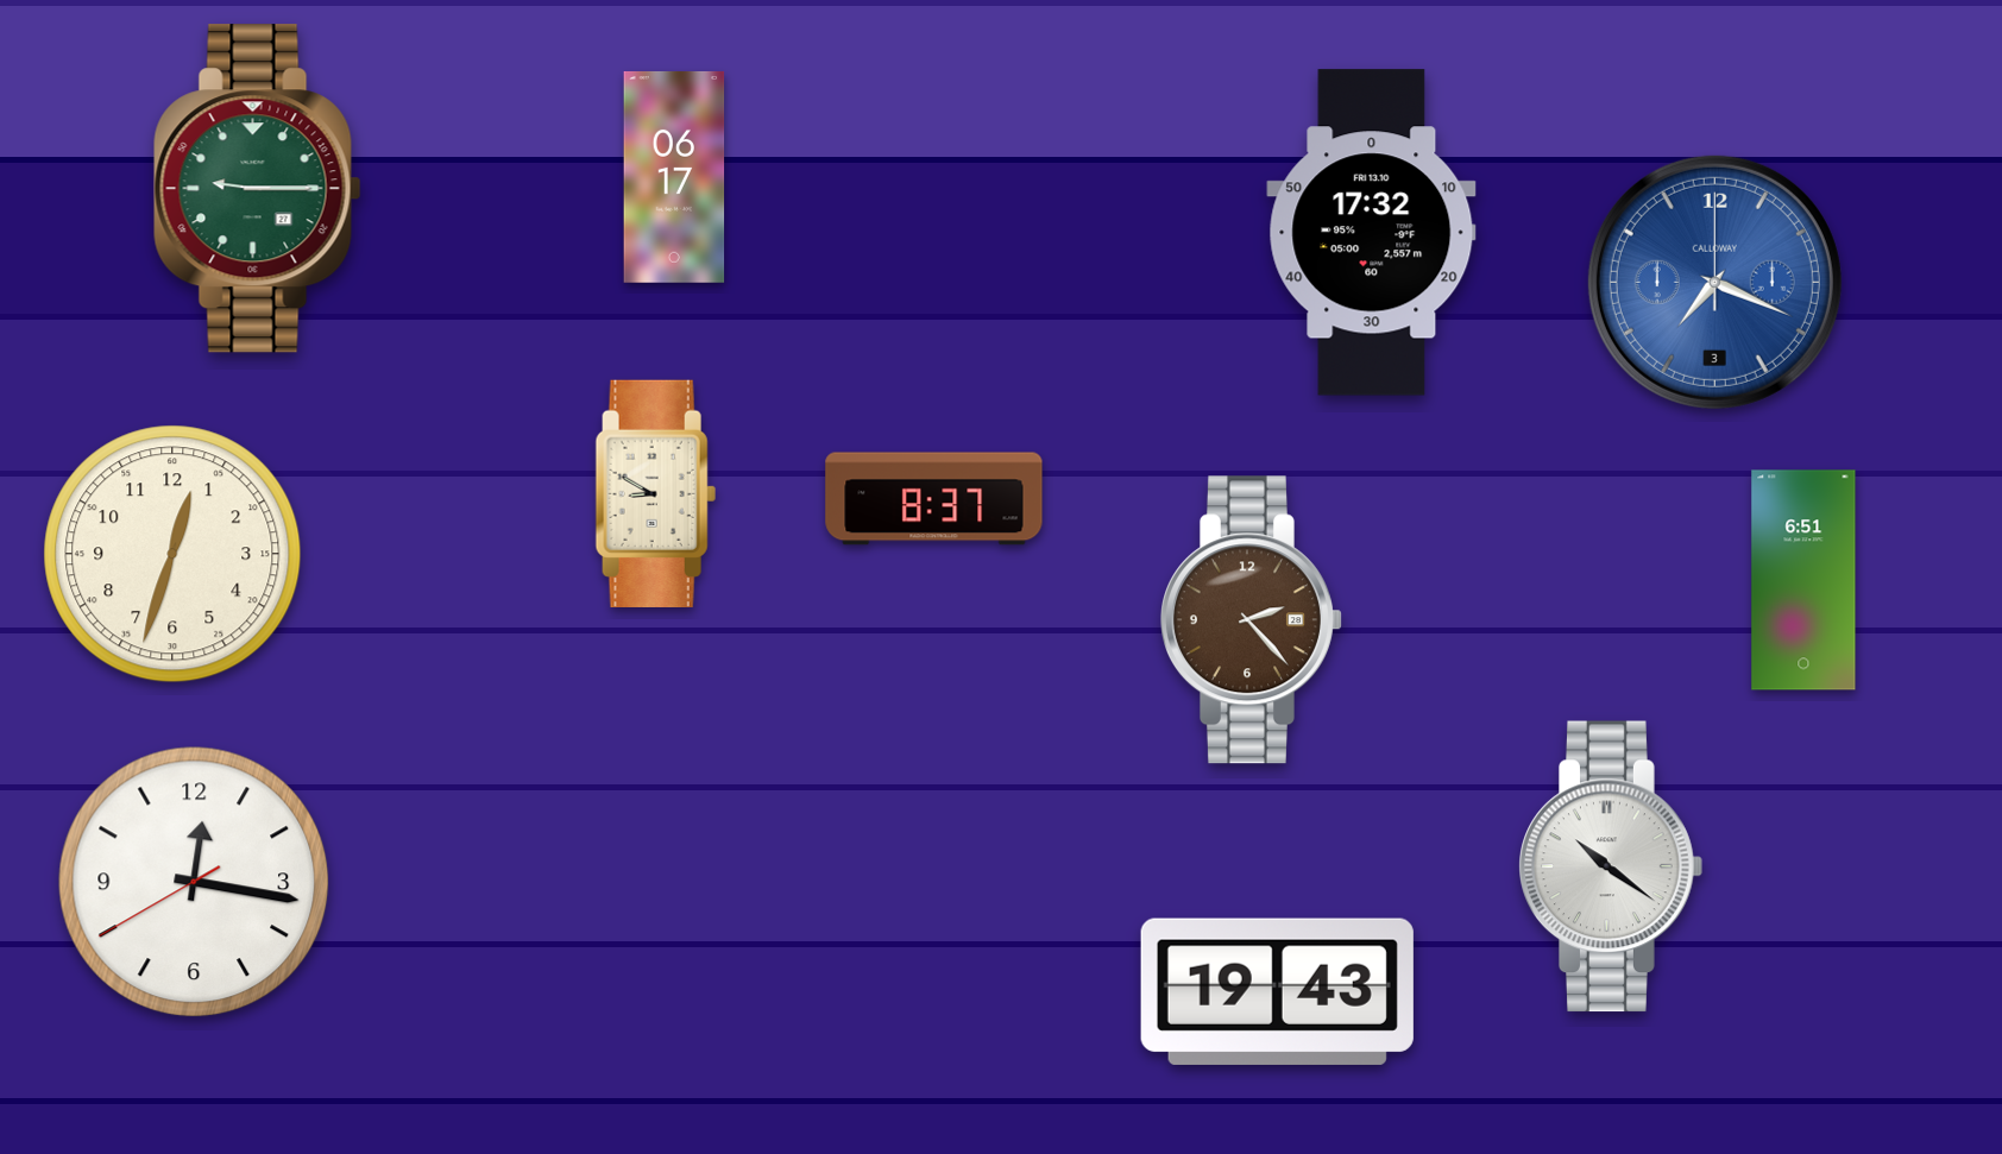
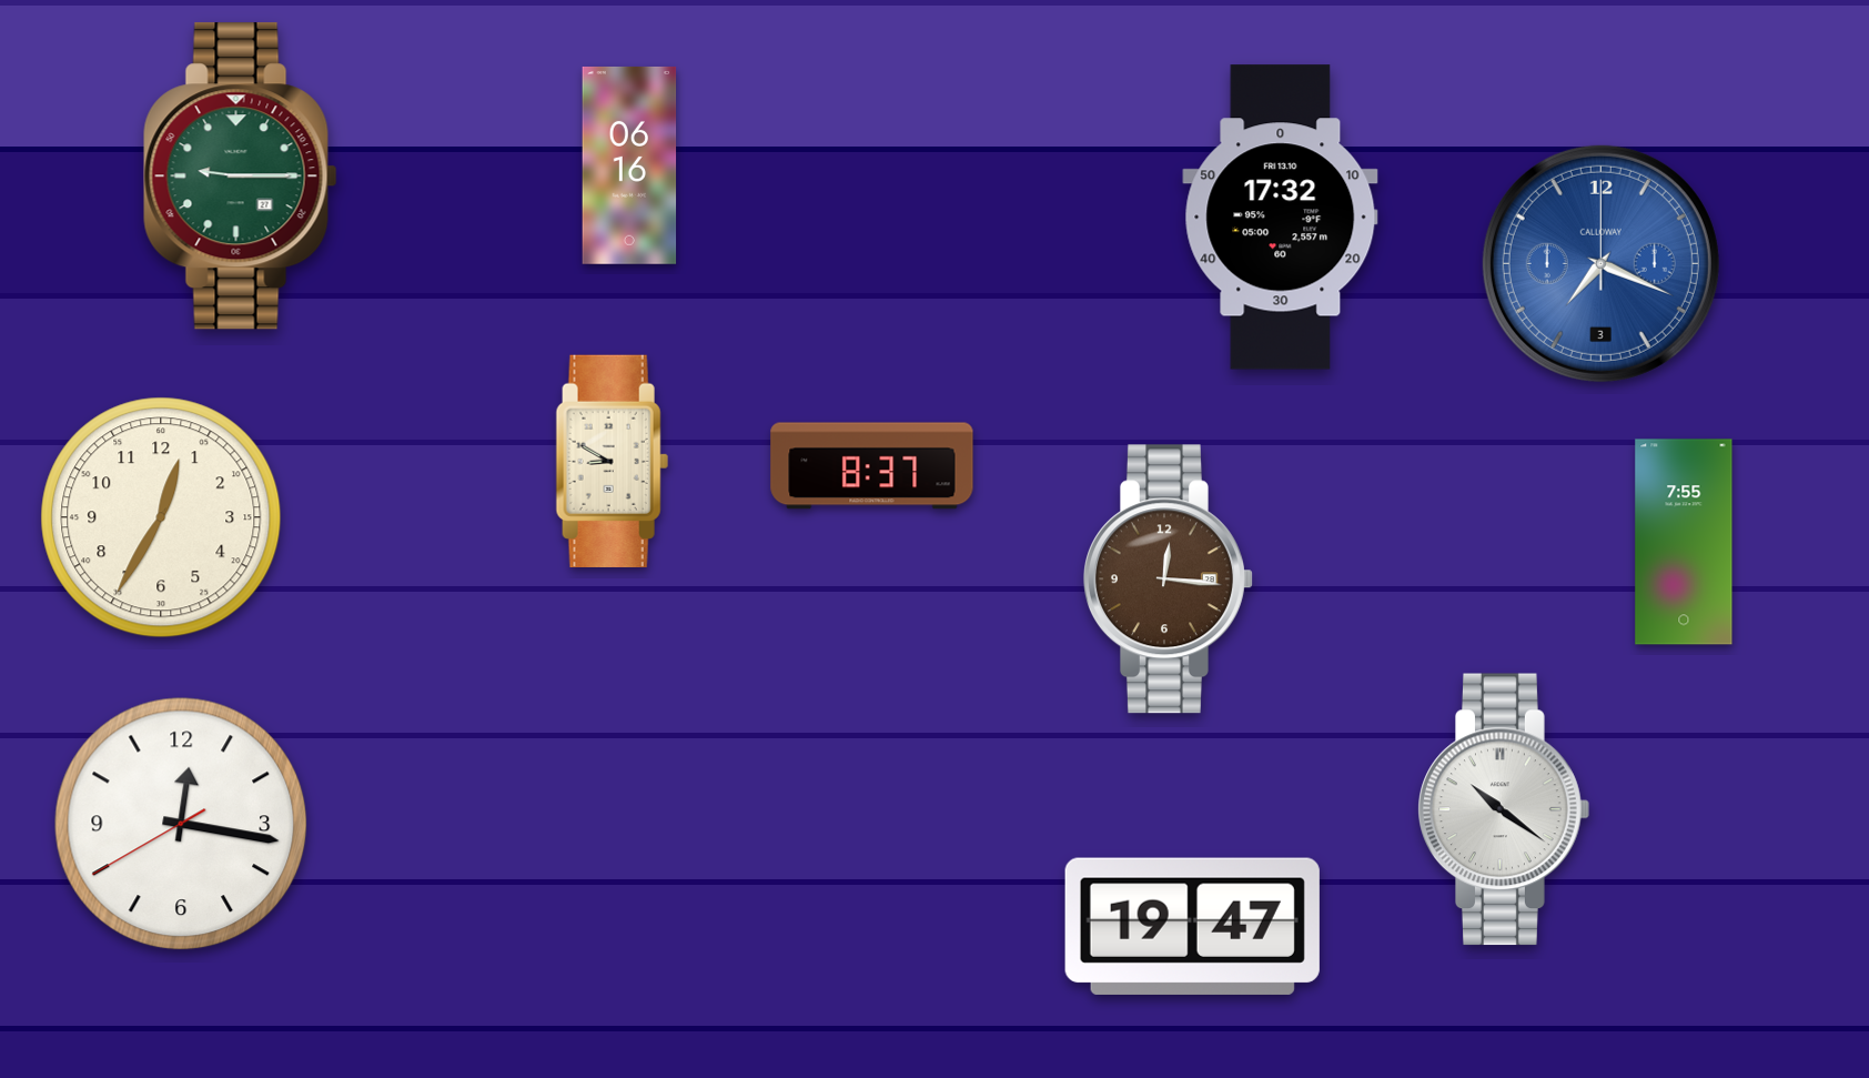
clock at (674, 177): 06:17 -> 06:16
clock at (172, 554): 12:33 -> 12:35
clock at (1803, 580): 6:51 -> 7:55
clock at (1252, 620): 2:23 -> 12:16
clock at (1277, 991): 19:43 -> 19:47
